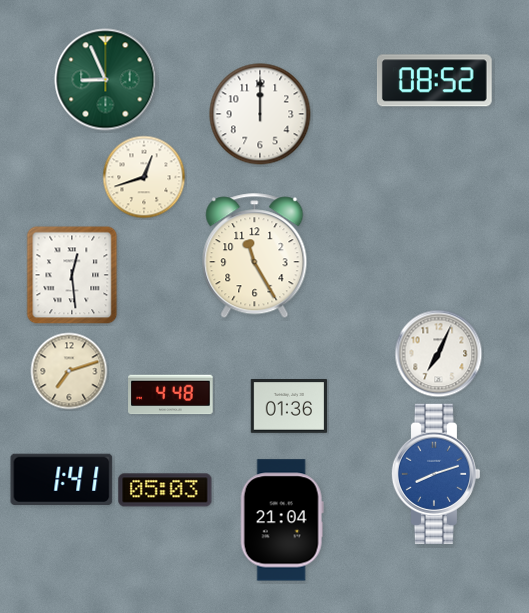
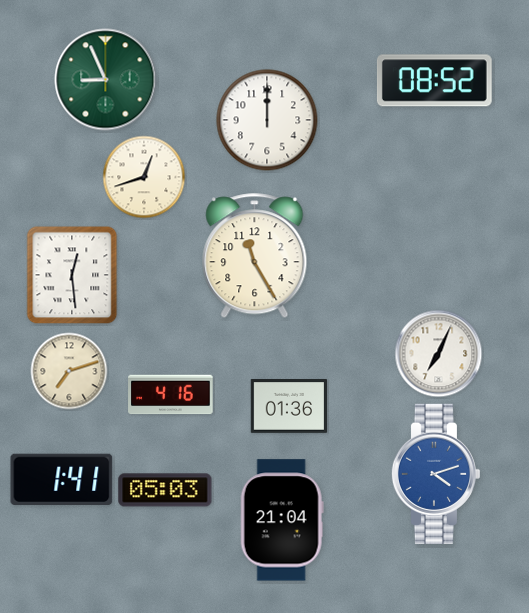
clock at (260, 114) position: (260, 114) -> (267, 120)
clock at (171, 395): 4:48 -> 4:16
clock at (436, 474): 8:12 -> 4:12
